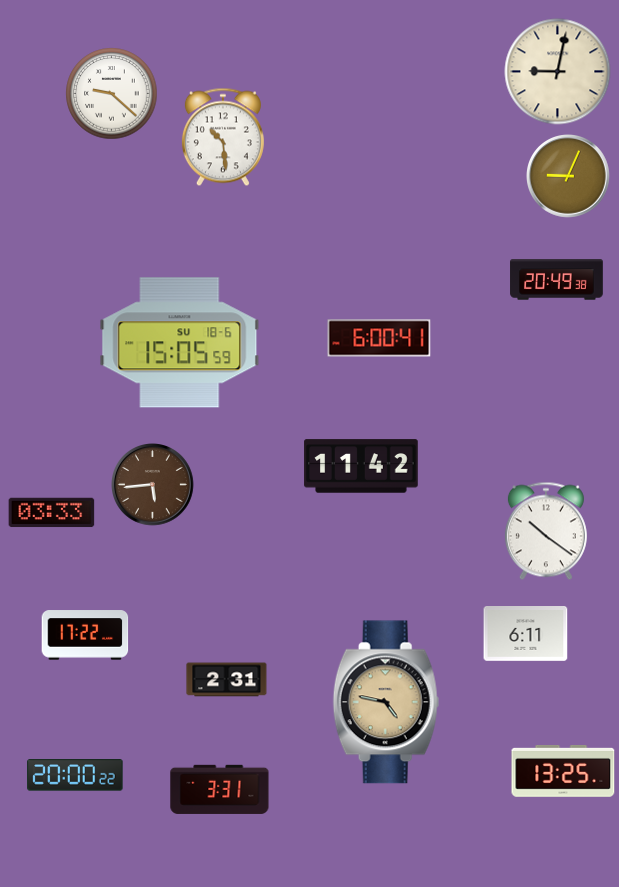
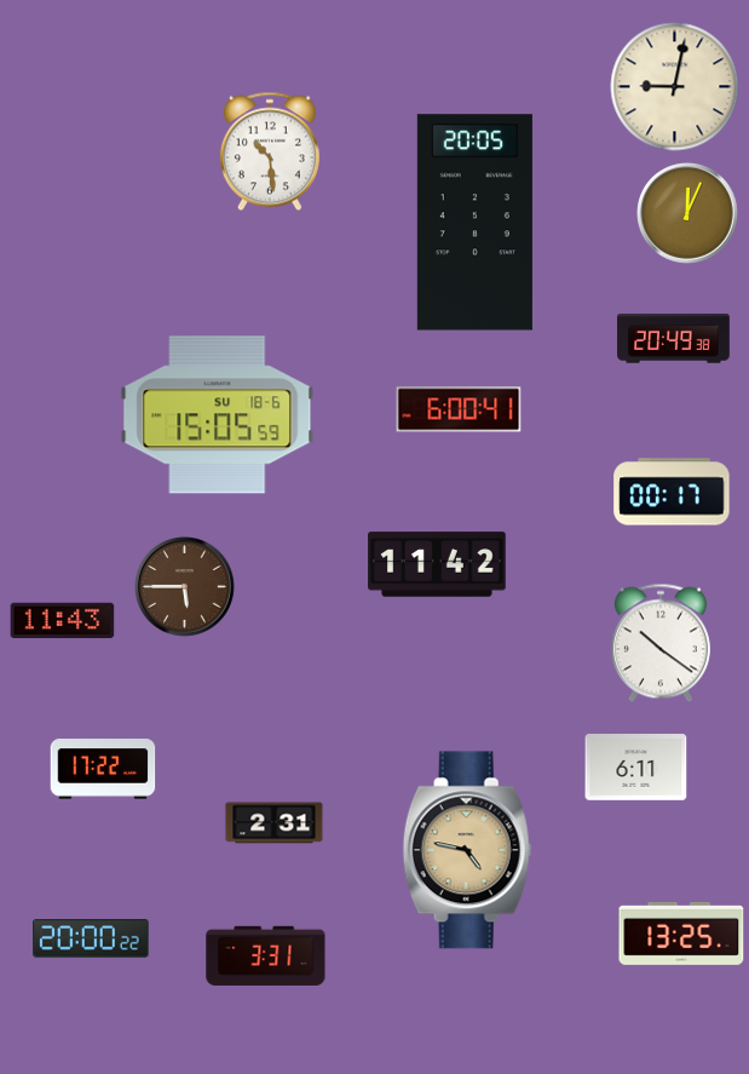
clock at (112, 94): 9:22 -> none
clock at (223, 137) position: (223, 137) -> (270, 151)
clock at (569, 177): 9:04 -> 12:04
clock at (474, 223): none -> 20:05
clock at (672, 492): none -> 00:17
clock at (153, 485): 5:44 -> 5:45
clock at (52, 513): 03:33 -> 11:43
